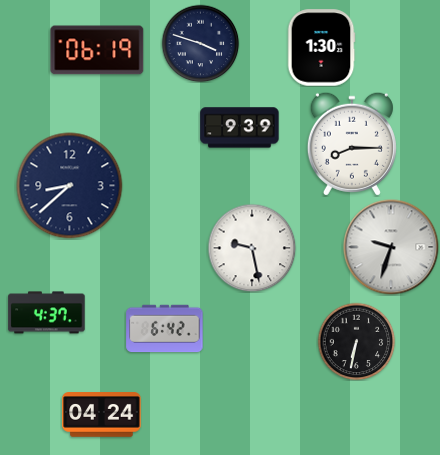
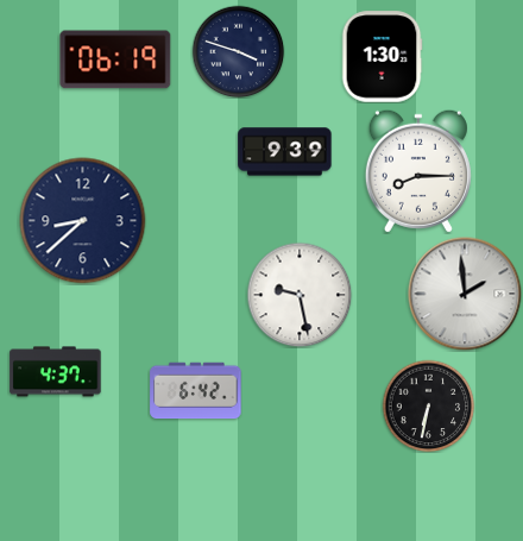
clock at (391, 247): 9:33 -> 1:59
clock at (356, 341) position: (356, 341) -> (428, 405)
clock at (102, 415): 04:24 -> none
